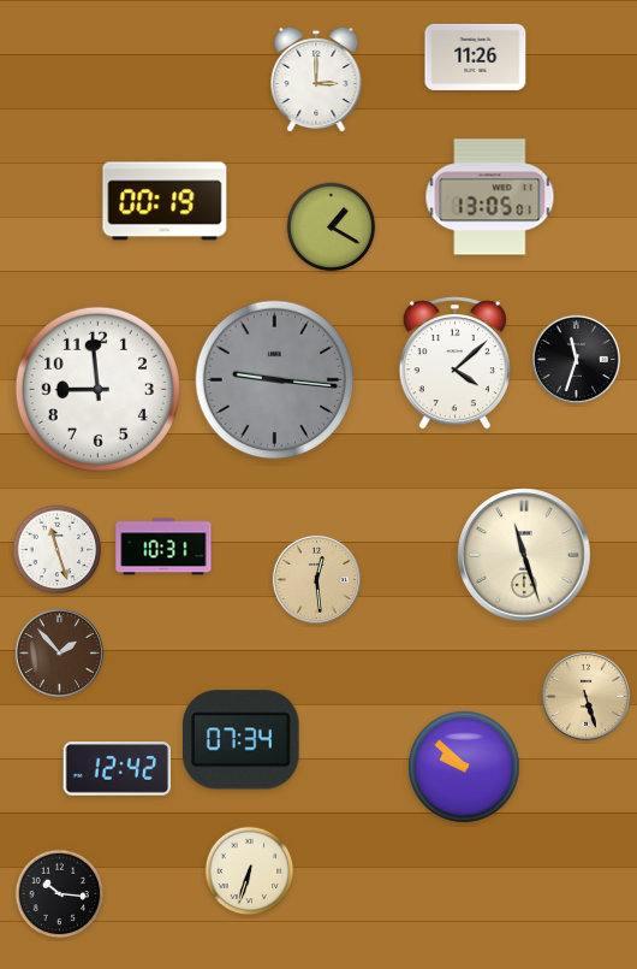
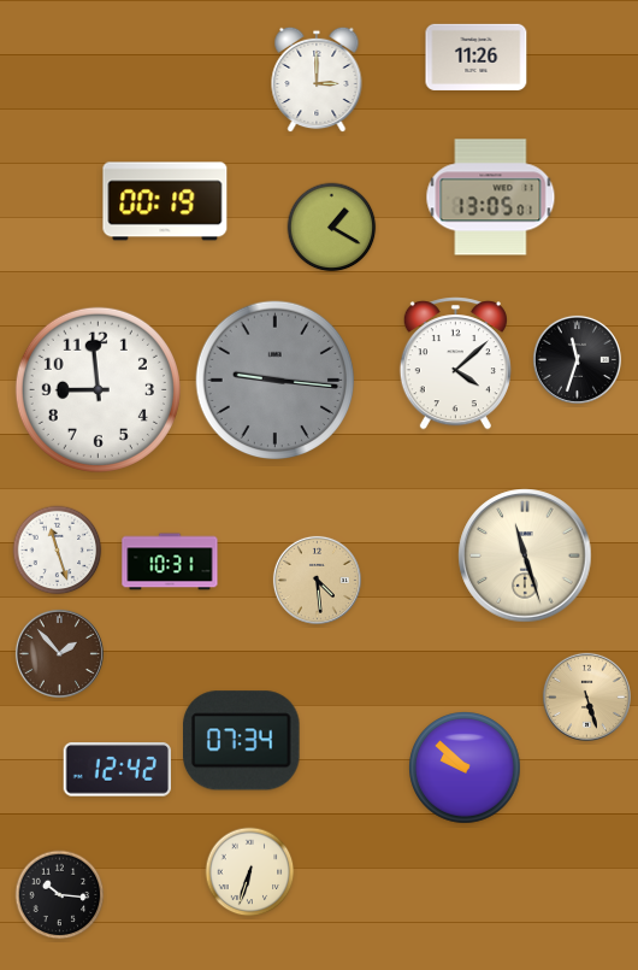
clock at (163, 546) position: (163, 546) -> (170, 562)
clock at (316, 579): 12:29 -> 4:29
